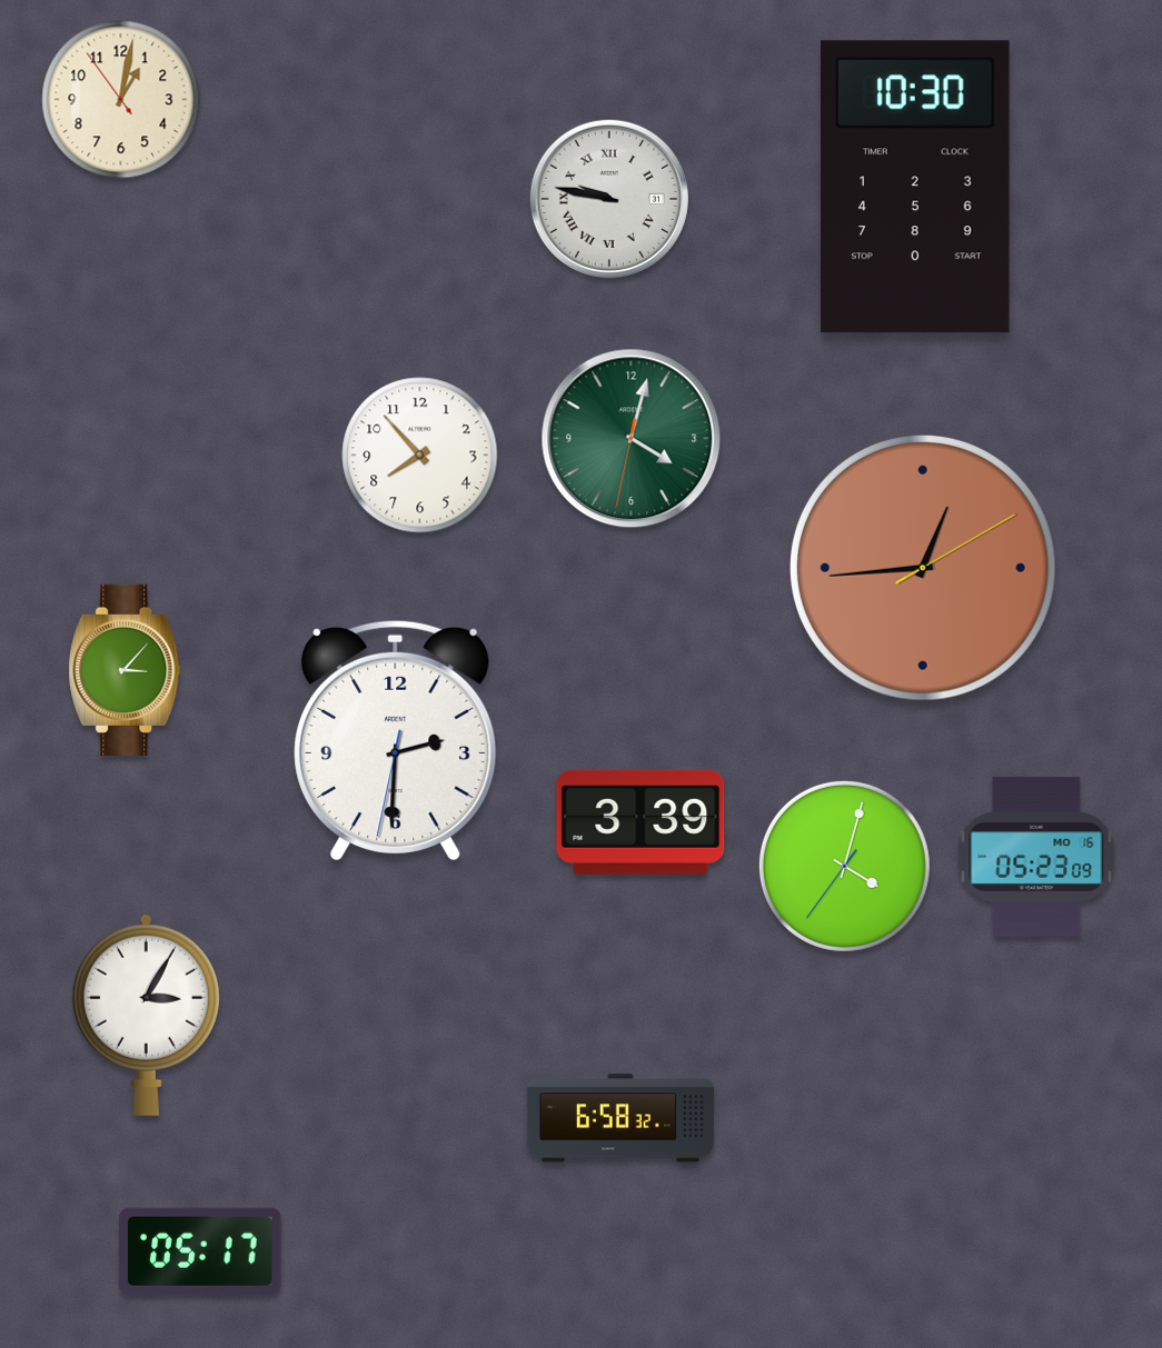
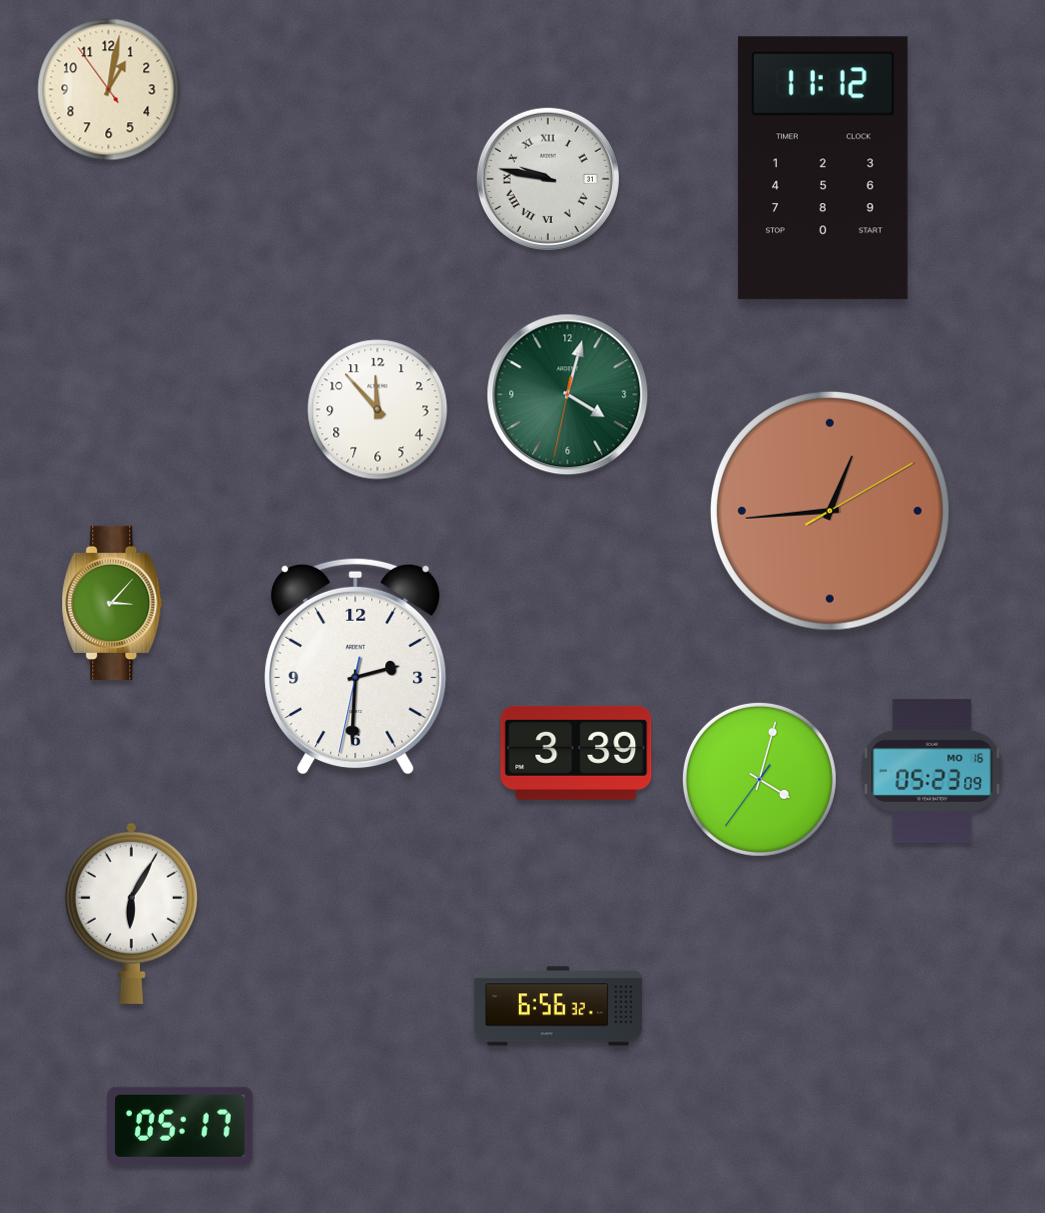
clock at (915, 187): 10:30 -> 11:12
clock at (420, 456): 7:53 -> 11:53
clock at (640, 822) position: (640, 822) -> (576, 753)
clock at (146, 1015): 3:05 -> 6:05
clock at (620, 1118): 6:58 -> 6:56
